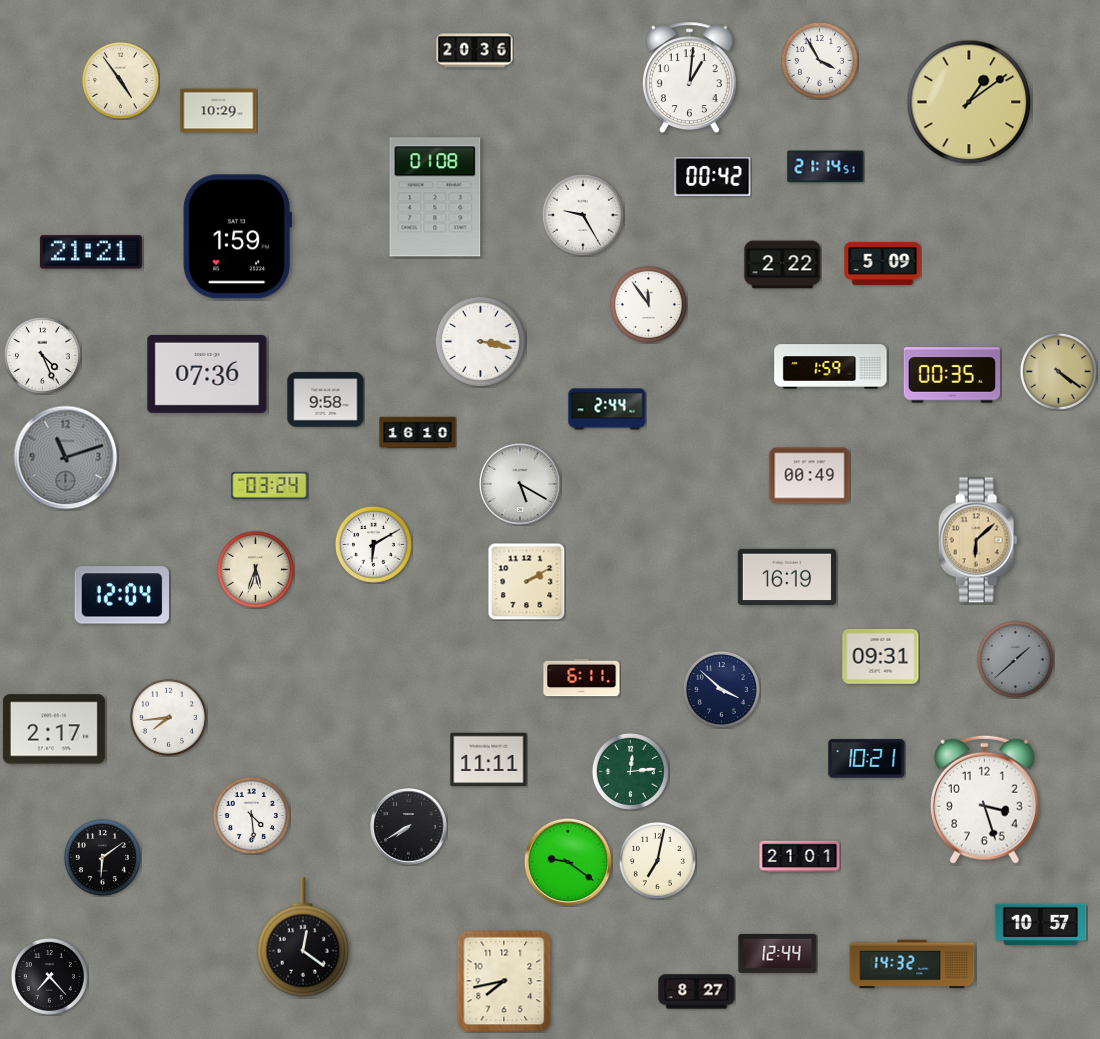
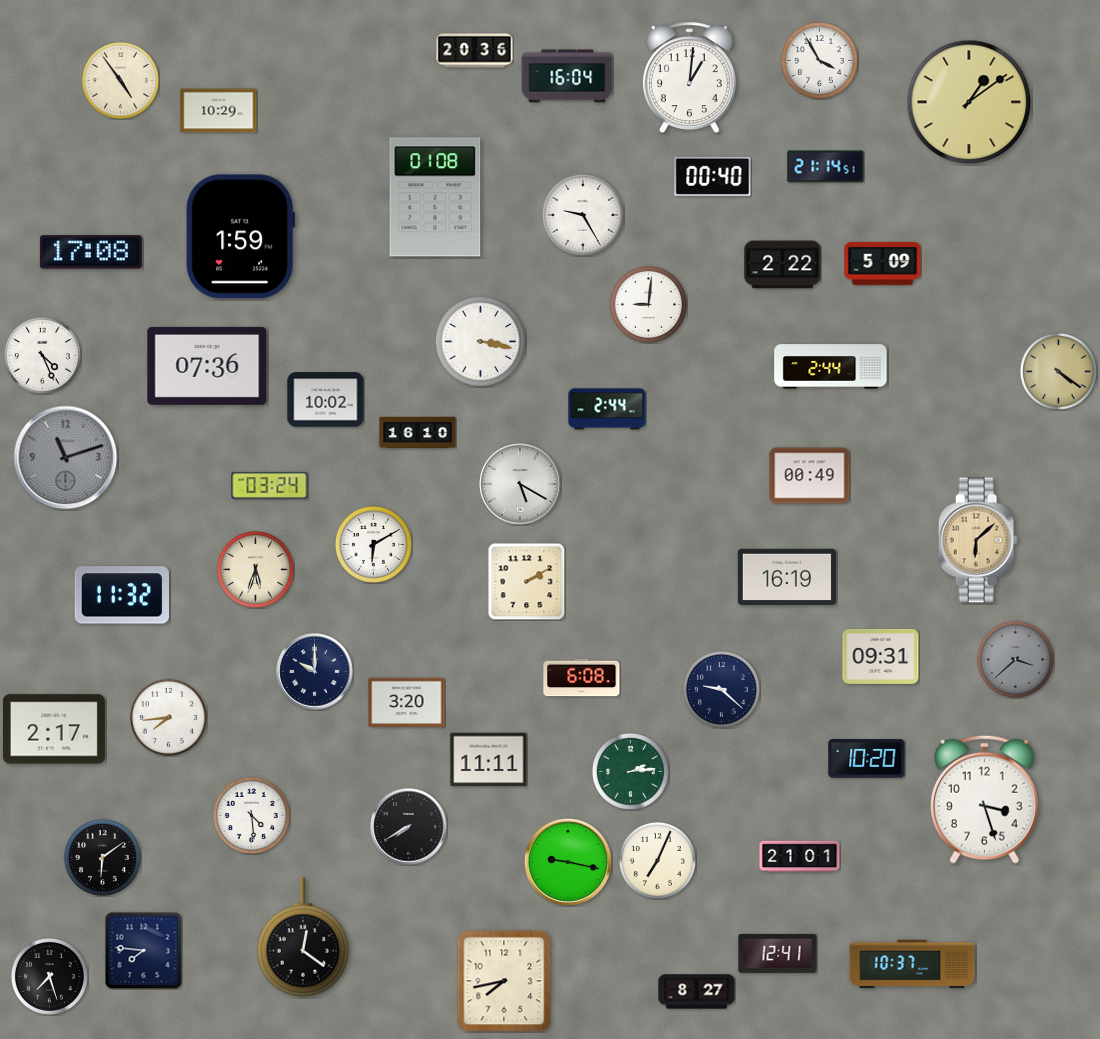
clock at (567, 76): none -> 16:04
clock at (713, 176): 00:42 -> 00:40
clock at (237, 237) position: (237, 237) -> (240, 237)
clock at (91, 252): 21:21 -> 17:08
clock at (648, 304): 11:54 -> 9:01
clock at (831, 367): 1:59 -> 2:44
clock at (207, 374) position: (207, 374) -> (207, 366)
clock at (951, 375): 00:35 -> none
clock at (326, 400): 9:58 -> 10:02
clock at (121, 595): 12:04 -> 11:32
clock at (1015, 659): 1:38 -> 3:38
clock at (315, 672): none -> 10:00
clock at (582, 678): 6:11 -> 6:08
clock at (721, 689): 3:52 -> 9:22
clock at (407, 702): none -> 3:20
clock at (867, 759): 10:21 -> 10:20
clock at (630, 771): 12:14 -> 2:14
clock at (657, 860): 7:02 -> 7:04
clock at (568, 862): 9:21 -> 9:17
clock at (1041, 924): 10:57 -> none
clock at (143, 950): none -> 7:46
clock at (778, 953): 12:44 -> 12:41
clock at (912, 964): 14:32 -> 10:37
clock at (49, 976): 7:23 -> 7:27
